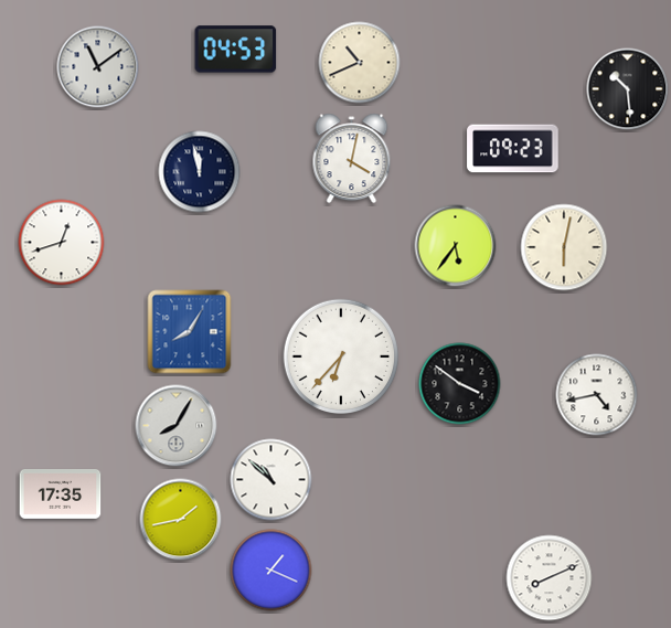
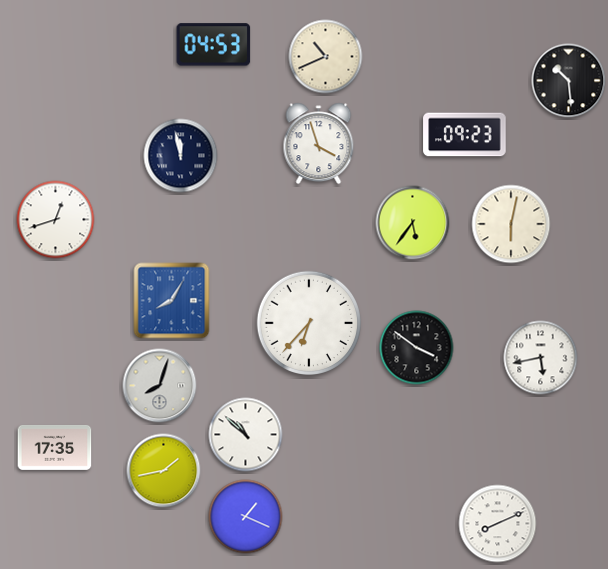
clock at (98, 67): 11:09 -> none
clock at (352, 159): 4:02 -> 3:57
clock at (597, 395): 4:43 -> 5:43
clock at (177, 426): 8:05 -> 8:03
